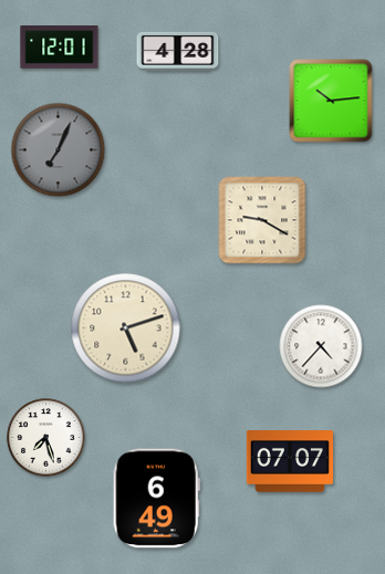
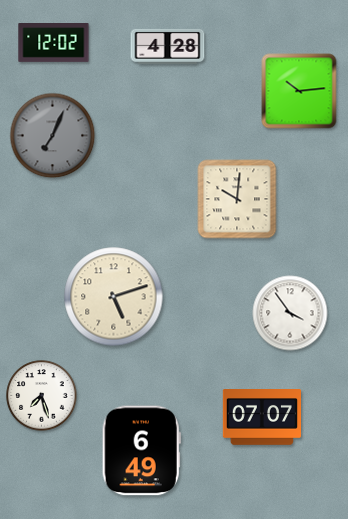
clock at (60, 48): 12:01 -> 12:02
clock at (178, 51) position: (178, 51) -> (168, 46)
clock at (262, 220): 9:20 -> 10:01
clock at (321, 346): 4:37 -> 3:54
